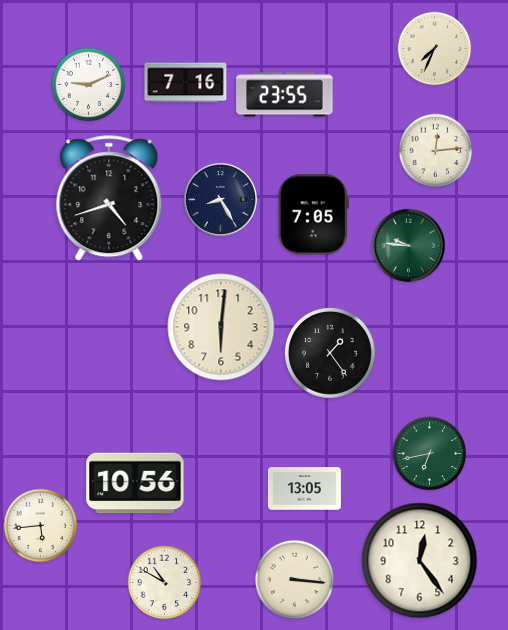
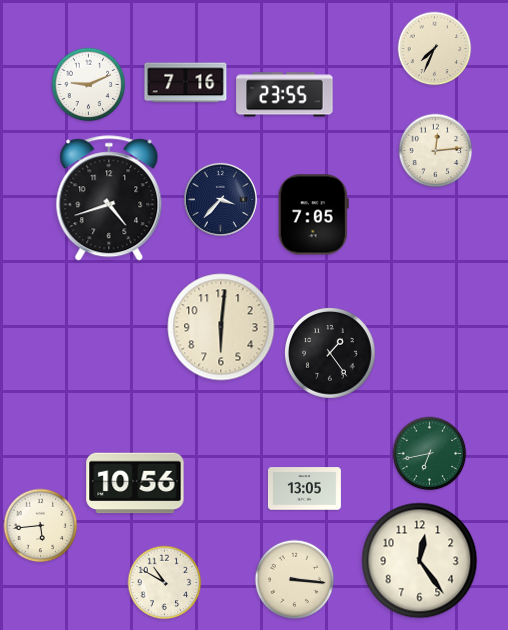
clock at (220, 199): 8:25 -> 3:37
clock at (408, 245): 9:46 -> none
